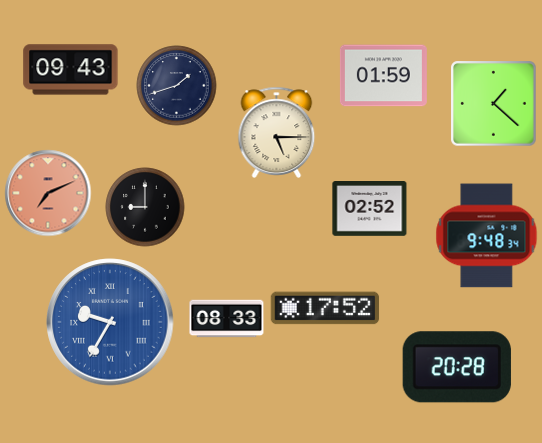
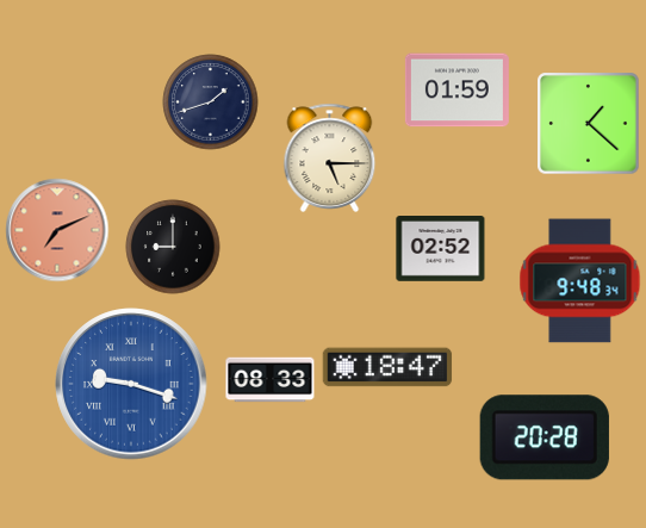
clock at (71, 70): 09:43 -> none
clock at (325, 308): 17:52 -> 18:47
clock at (110, 322): 9:35 -> 9:18
